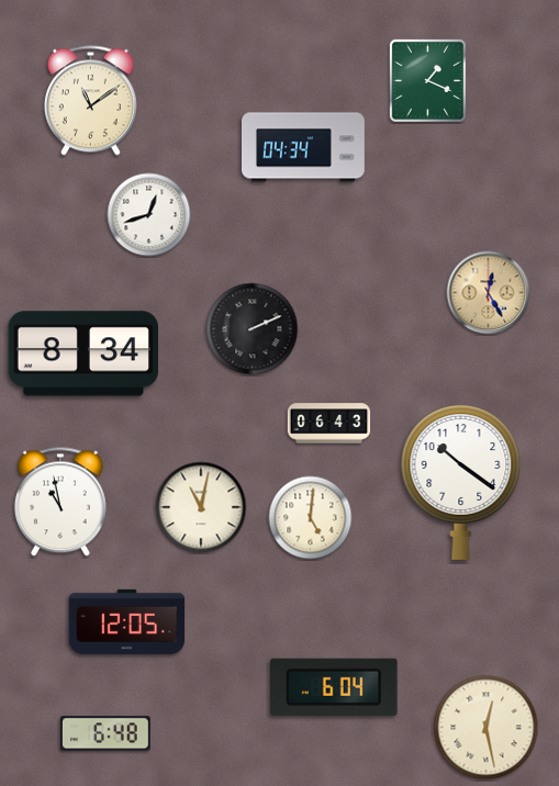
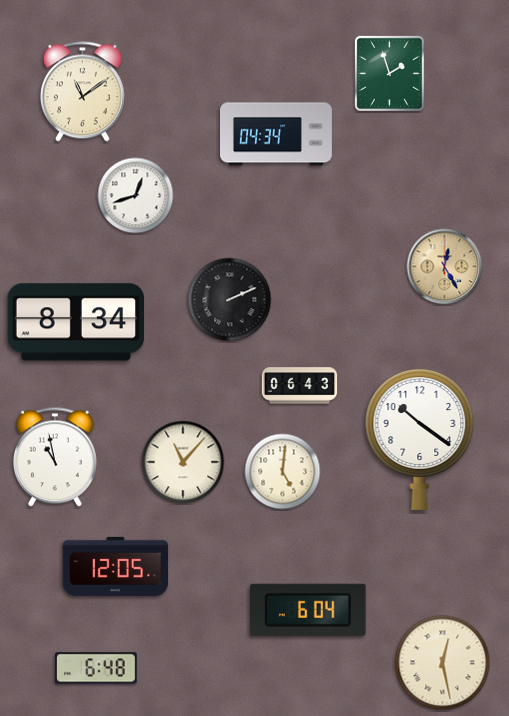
clock at (427, 80): 1:19 -> 1:57
clock at (201, 507): 11:02 -> 11:07
clock at (335, 687) position: (335, 687) -> (309, 610)
